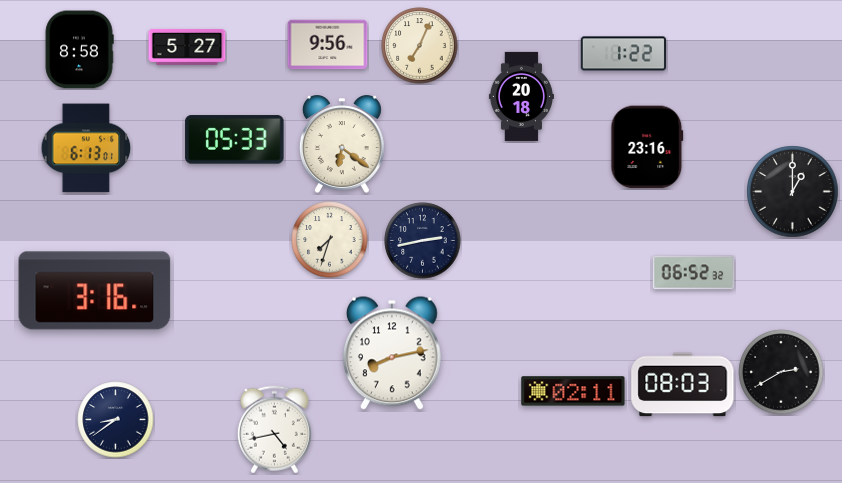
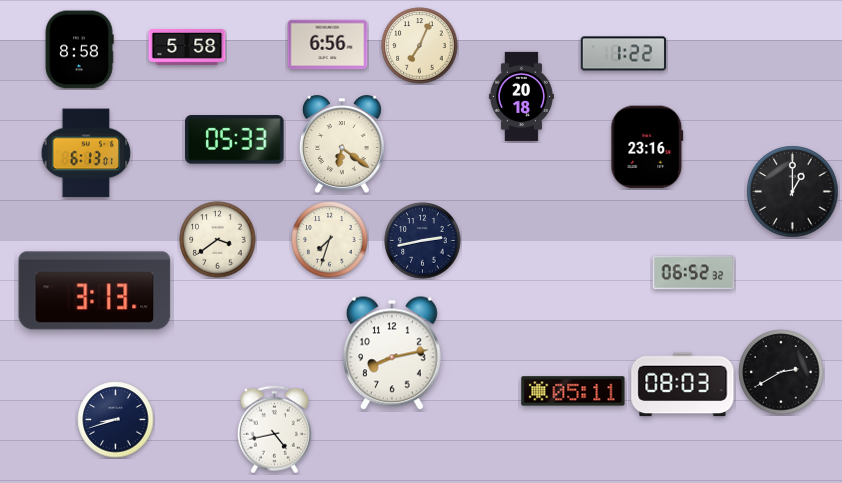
clock at (328, 45): 9:56 -> 6:56
clock at (187, 47): 5:27 -> 5:58
clock at (86, 148) position: (86, 148) -> (86, 153)
clock at (218, 240): none -> 3:39
clock at (95, 291): 3:16 -> 3:13
clock at (573, 391): 02:11 -> 05:11
clock at (116, 420): 8:39 -> 8:42
